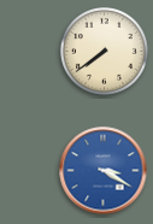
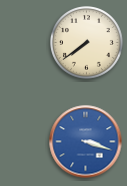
clock at (104, 171): 3:20 -> 3:18
